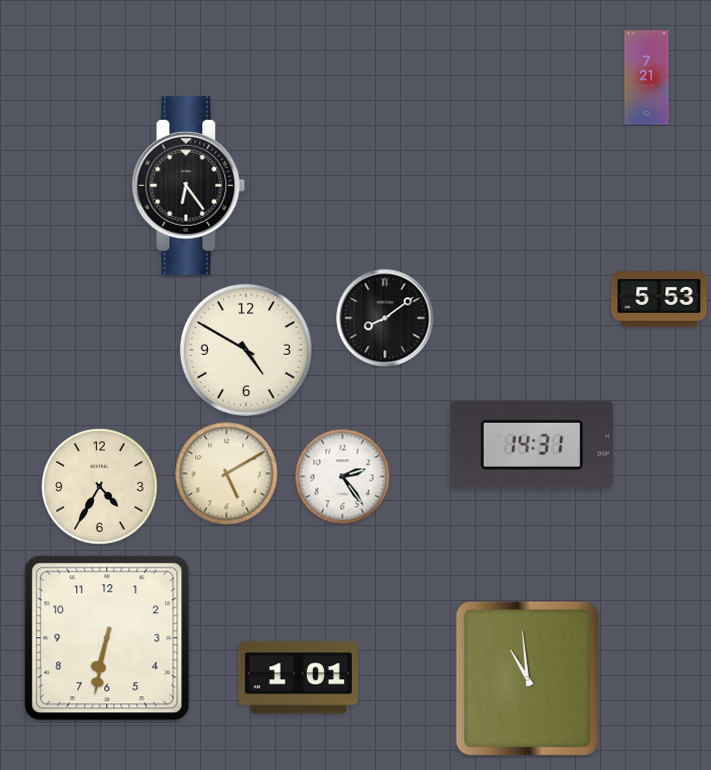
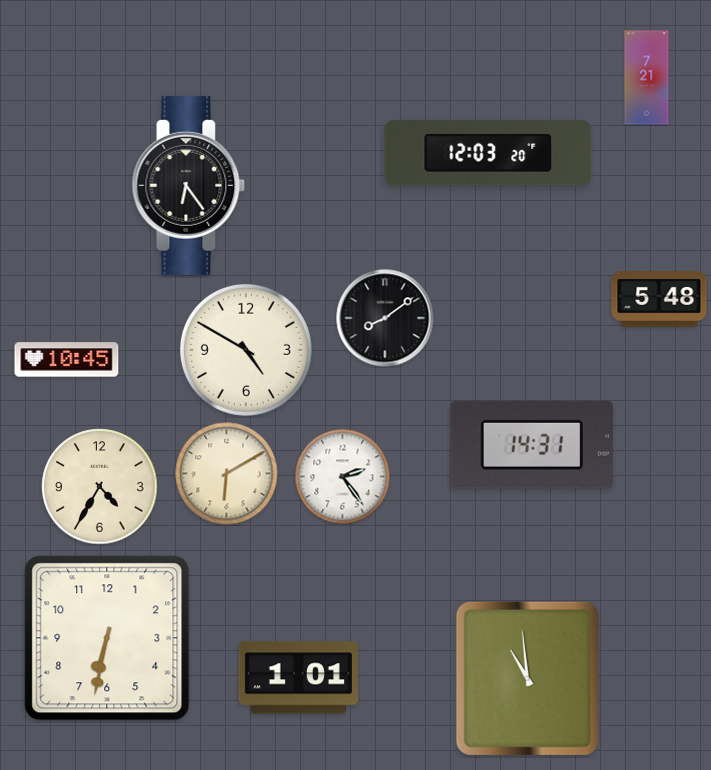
clock at (488, 154): none -> 12:03
clock at (659, 299): 5:53 -> 5:48
clock at (67, 360): none -> 10:45
clock at (227, 474): 5:10 -> 6:10
